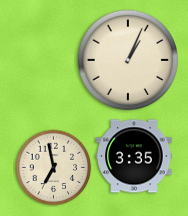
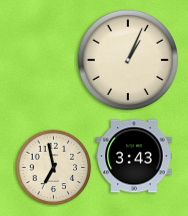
clock at (134, 156): 3:35 -> 3:43
